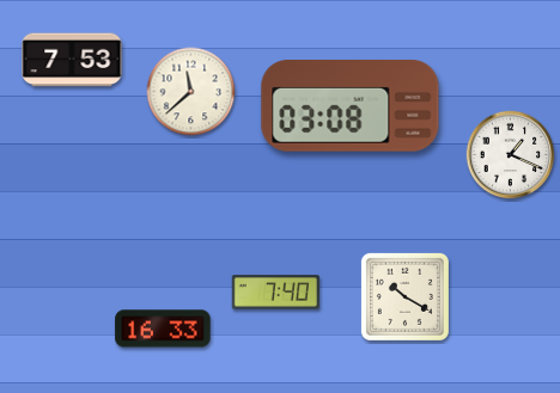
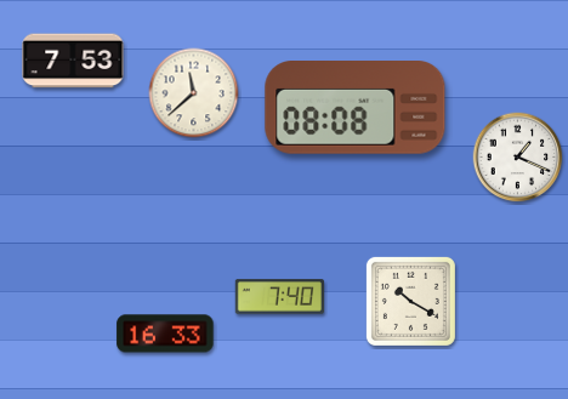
clock at (351, 106): 03:08 -> 08:08
